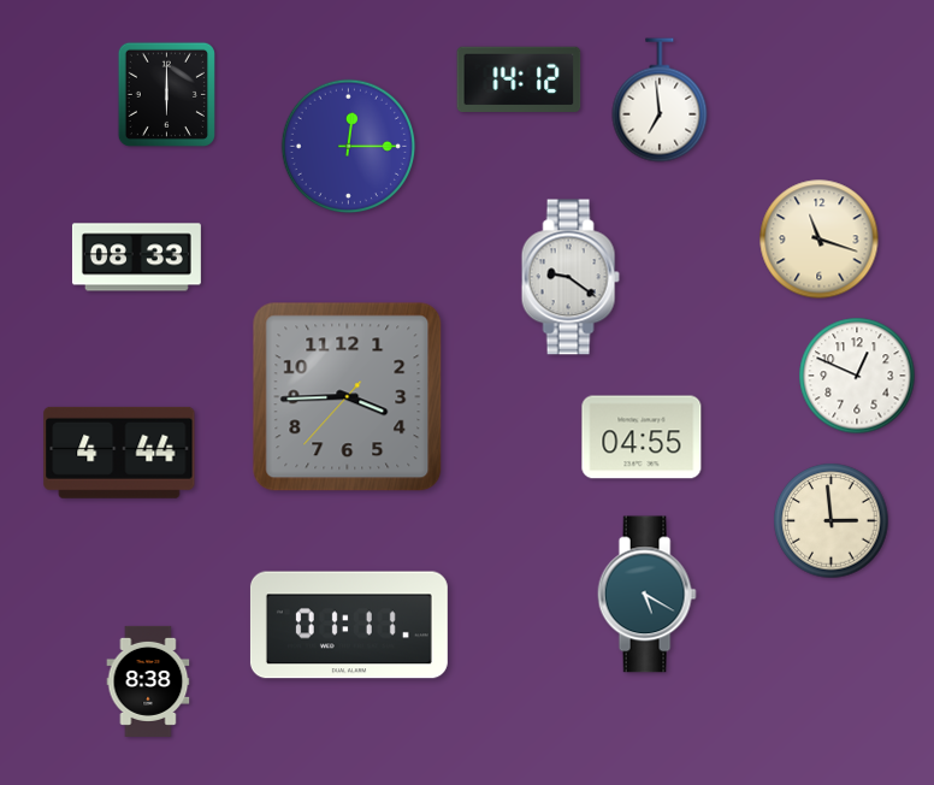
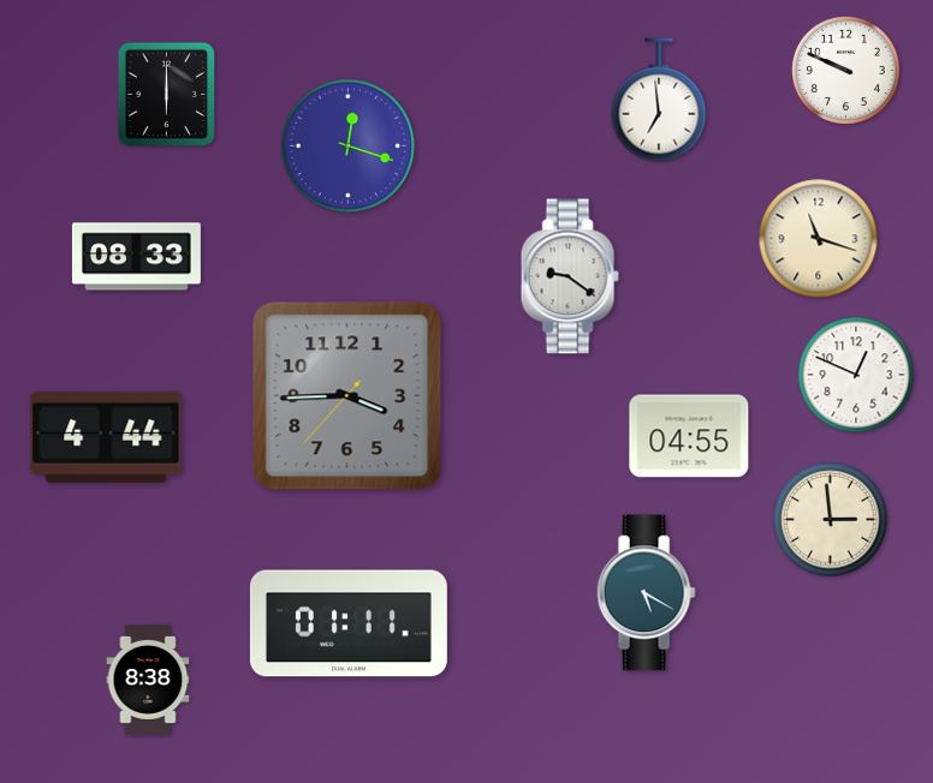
clock at (845, 70): none -> 9:49
clock at (519, 79): 14:12 -> none
clock at (349, 147): 12:15 -> 12:18
clock at (642, 437) position: (642, 437) -> (689, 436)
clock at (119, 453) position: (119, 453) -> (106, 437)
